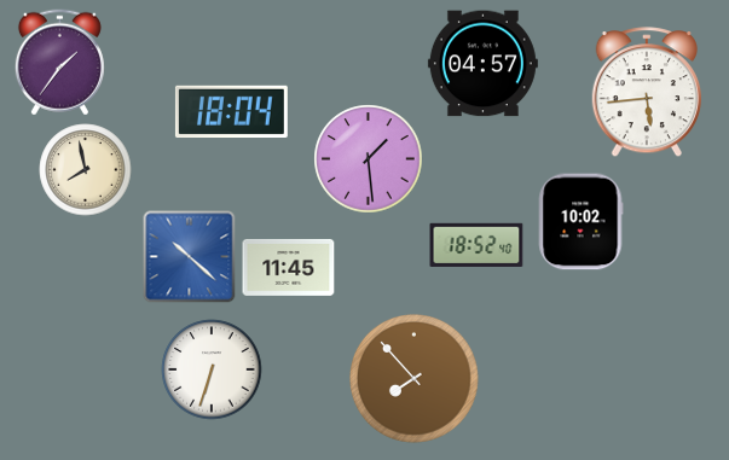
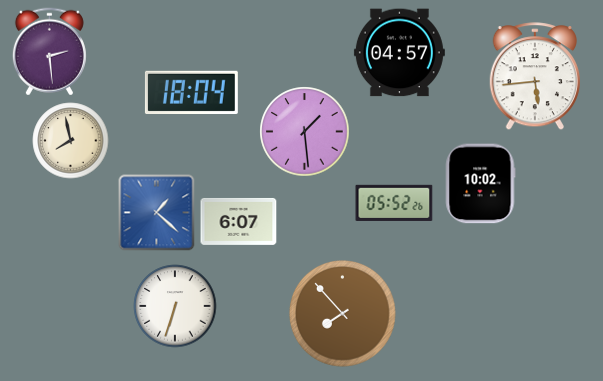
clock at (59, 63): 1:36 -> 2:29
clock at (476, 244): 18:52 -> 05:52
clock at (190, 257): 10:22 -> 1:22
clock at (289, 267): 11:45 -> 6:07
